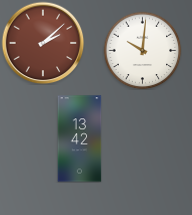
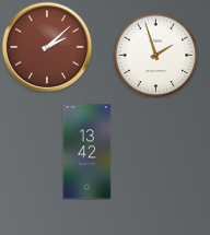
clock at (142, 50): 10:01 -> 1:57
